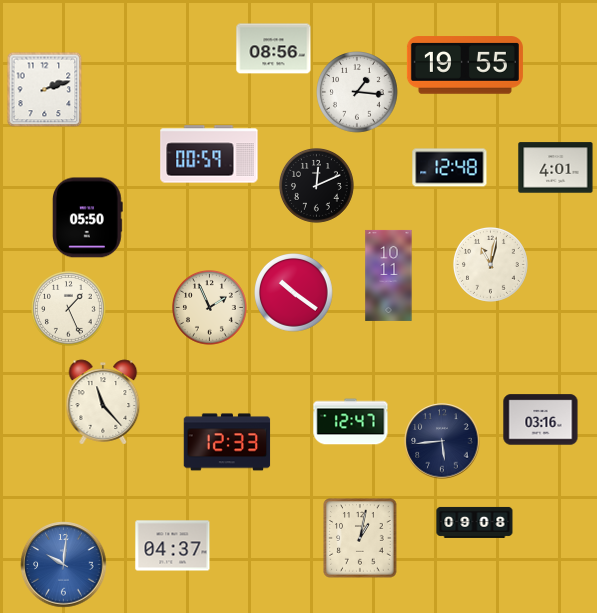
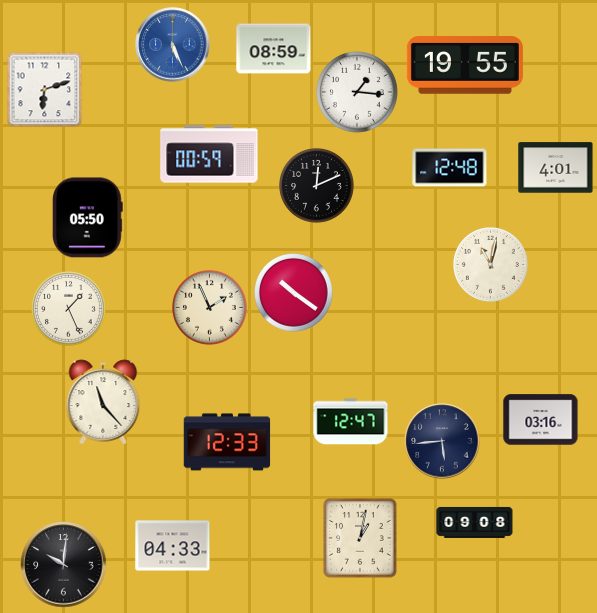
clock at (173, 45): none -> 5:26
clock at (274, 49): 08:56 -> 08:59
clock at (45, 90): 2:12 -> 6:12
clock at (389, 275): 10:11 -> none
clock at (173, 546): 04:37 -> 04:33
clock at (64, 565) dial: blue -> black
